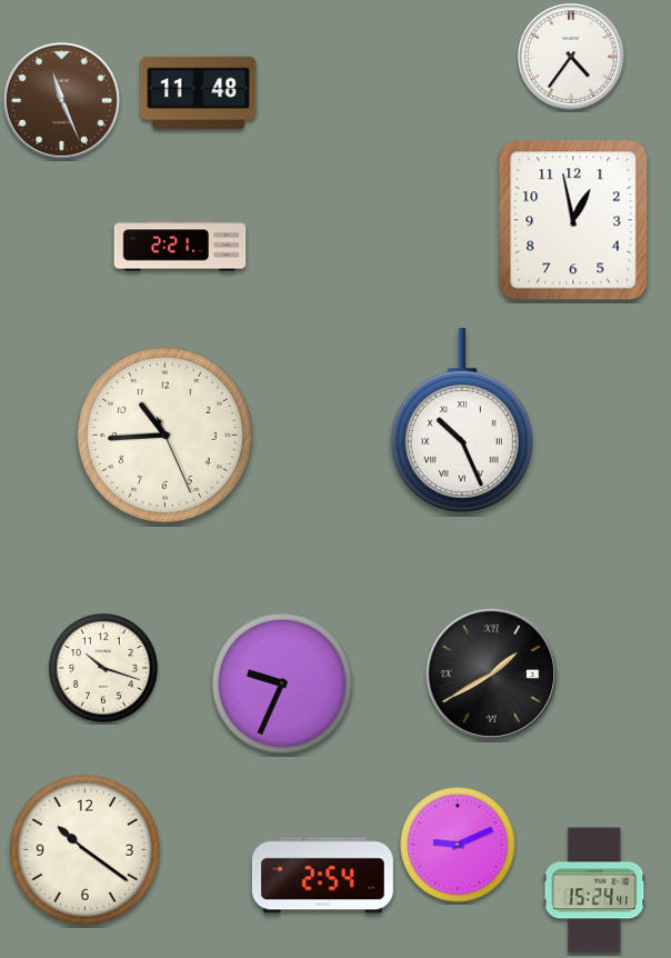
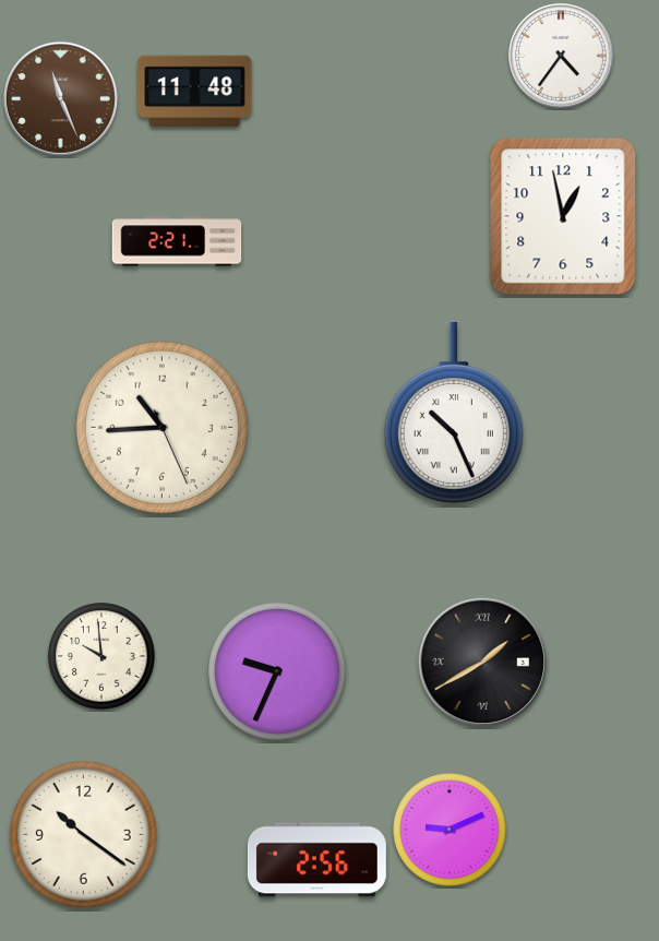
clock at (103, 668): 10:18 -> 9:59
clock at (322, 876): 2:54 -> 2:56
clock at (594, 890): 15:24 -> none
